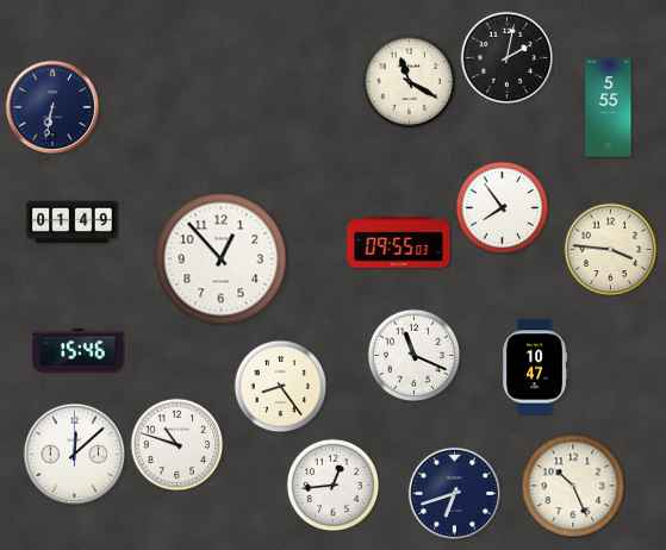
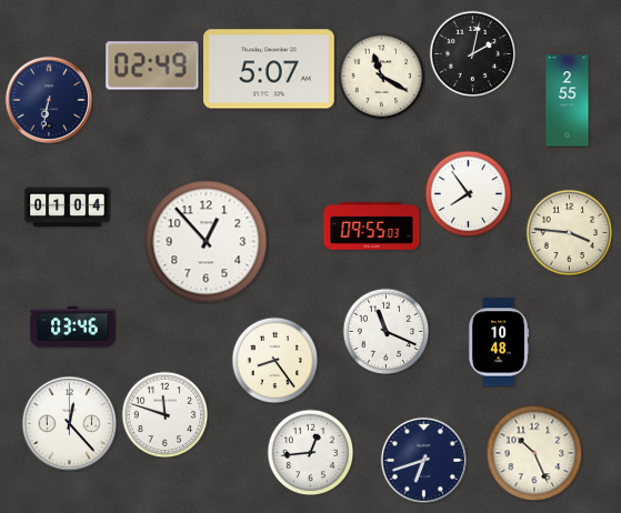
clock at (152, 66): none -> 02:49
clock at (270, 69): none -> 5:07
clock at (609, 108): 5:55 -> 2:55
clock at (73, 223): 01:49 -> 01:04
clock at (79, 351): 15:46 -> 03:46
clock at (535, 367): 10:47 -> 10:48
clock at (280, 386) position: (280, 386) -> (274, 360)
clock at (176, 444): 10:48 -> 11:48
clock at (74, 454): 12:08 -> 12:23
